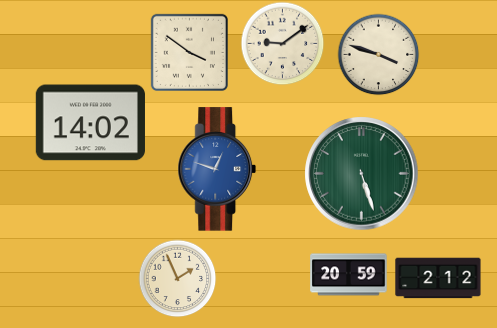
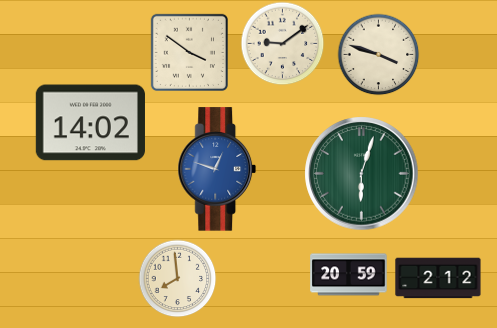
clock at (362, 174): 5:27 -> 6:03
clock at (177, 278): 1:56 -> 7:59
